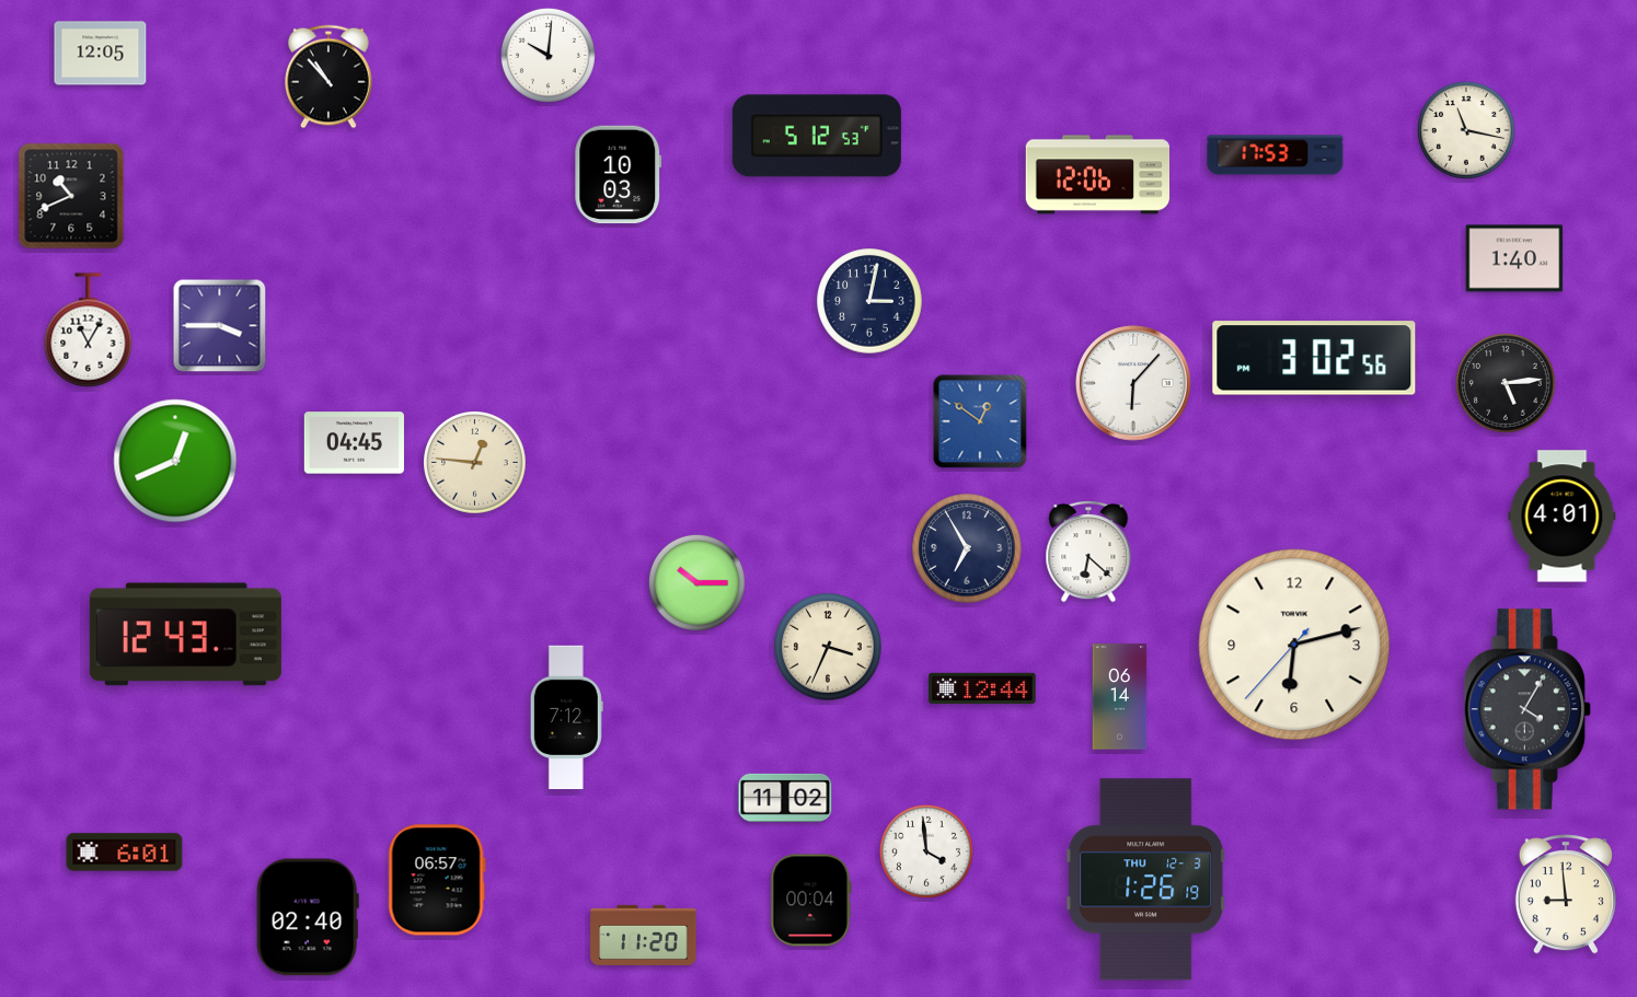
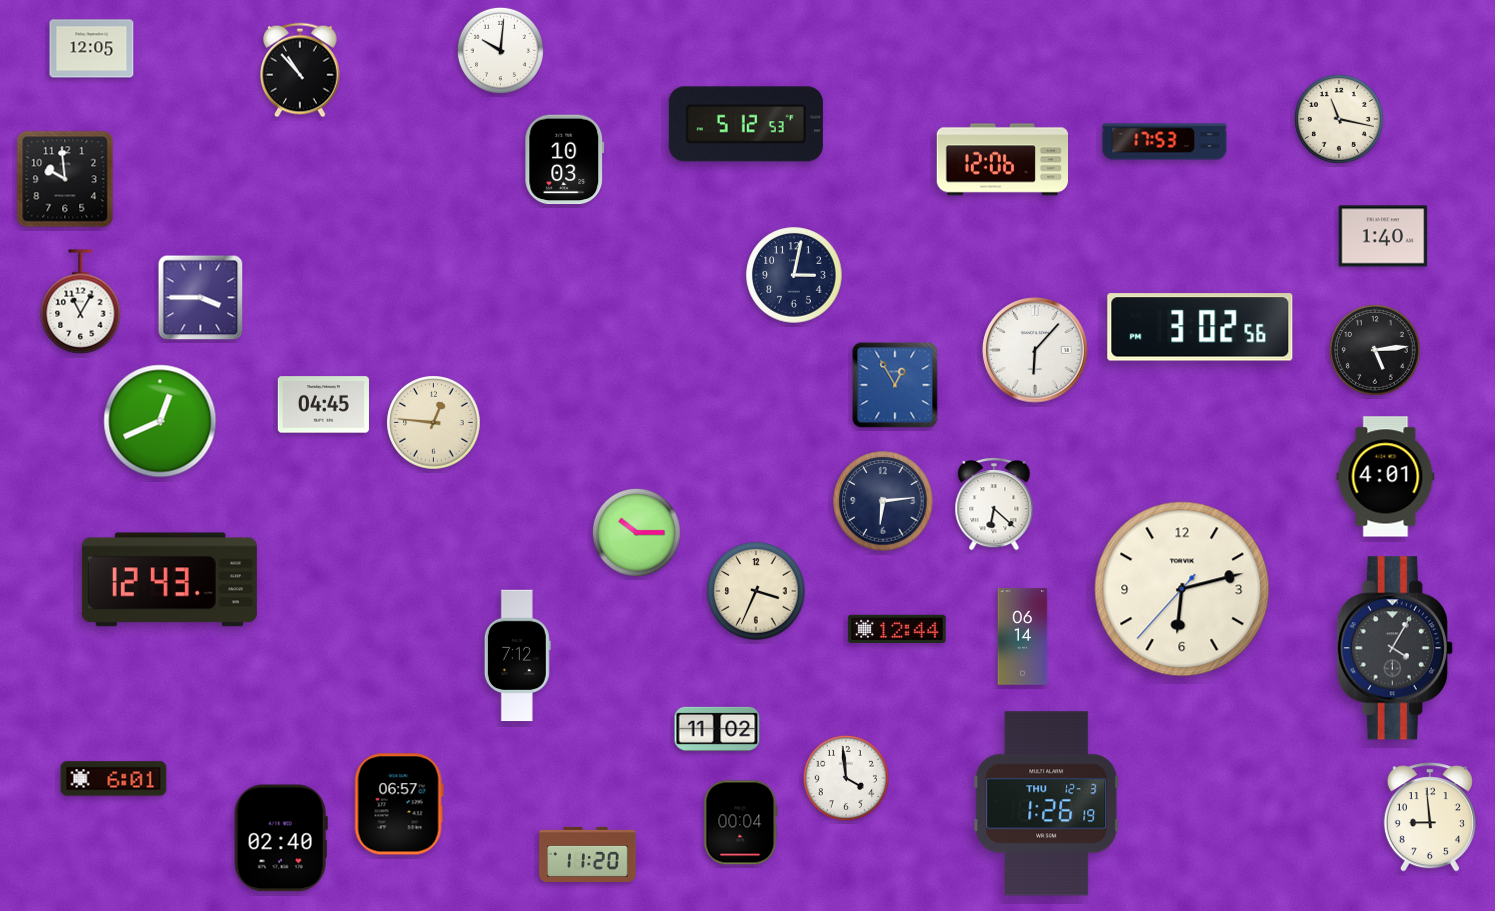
clock at (71, 196): 10:41 -> 9:59
clock at (980, 421): 12:51 -> 12:55
clock at (1563, 517) position: (1563, 517) -> (1386, 477)
clock at (967, 548): 6:55 -> 6:14
